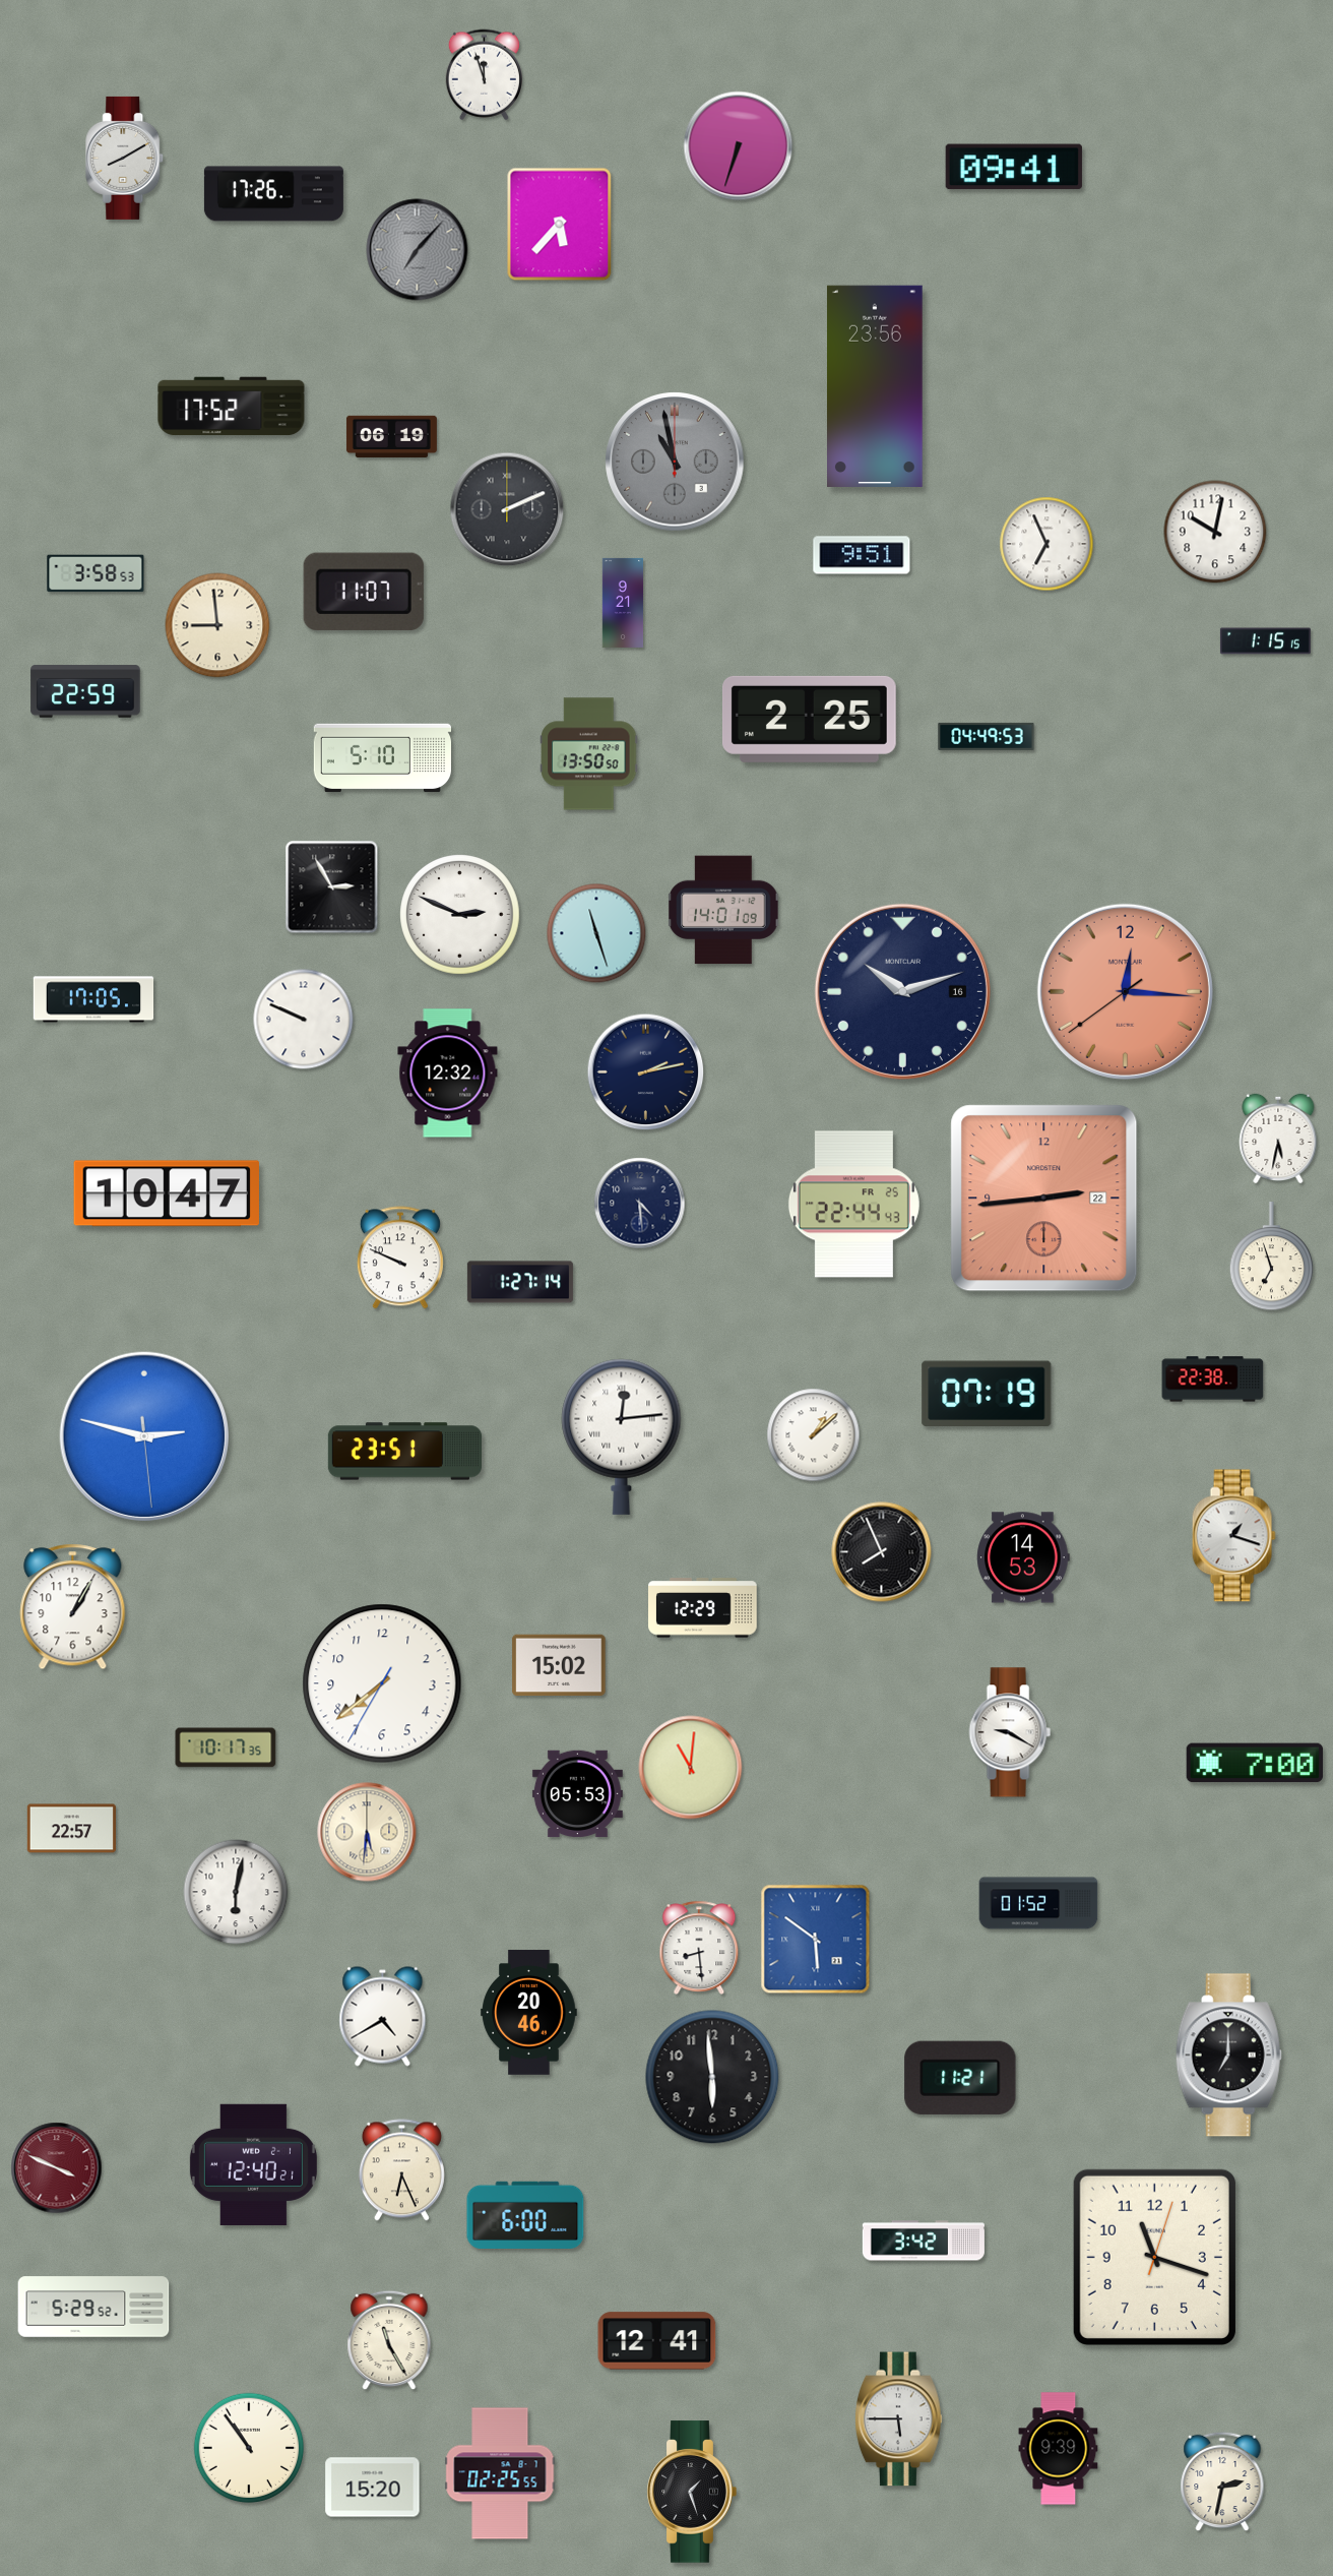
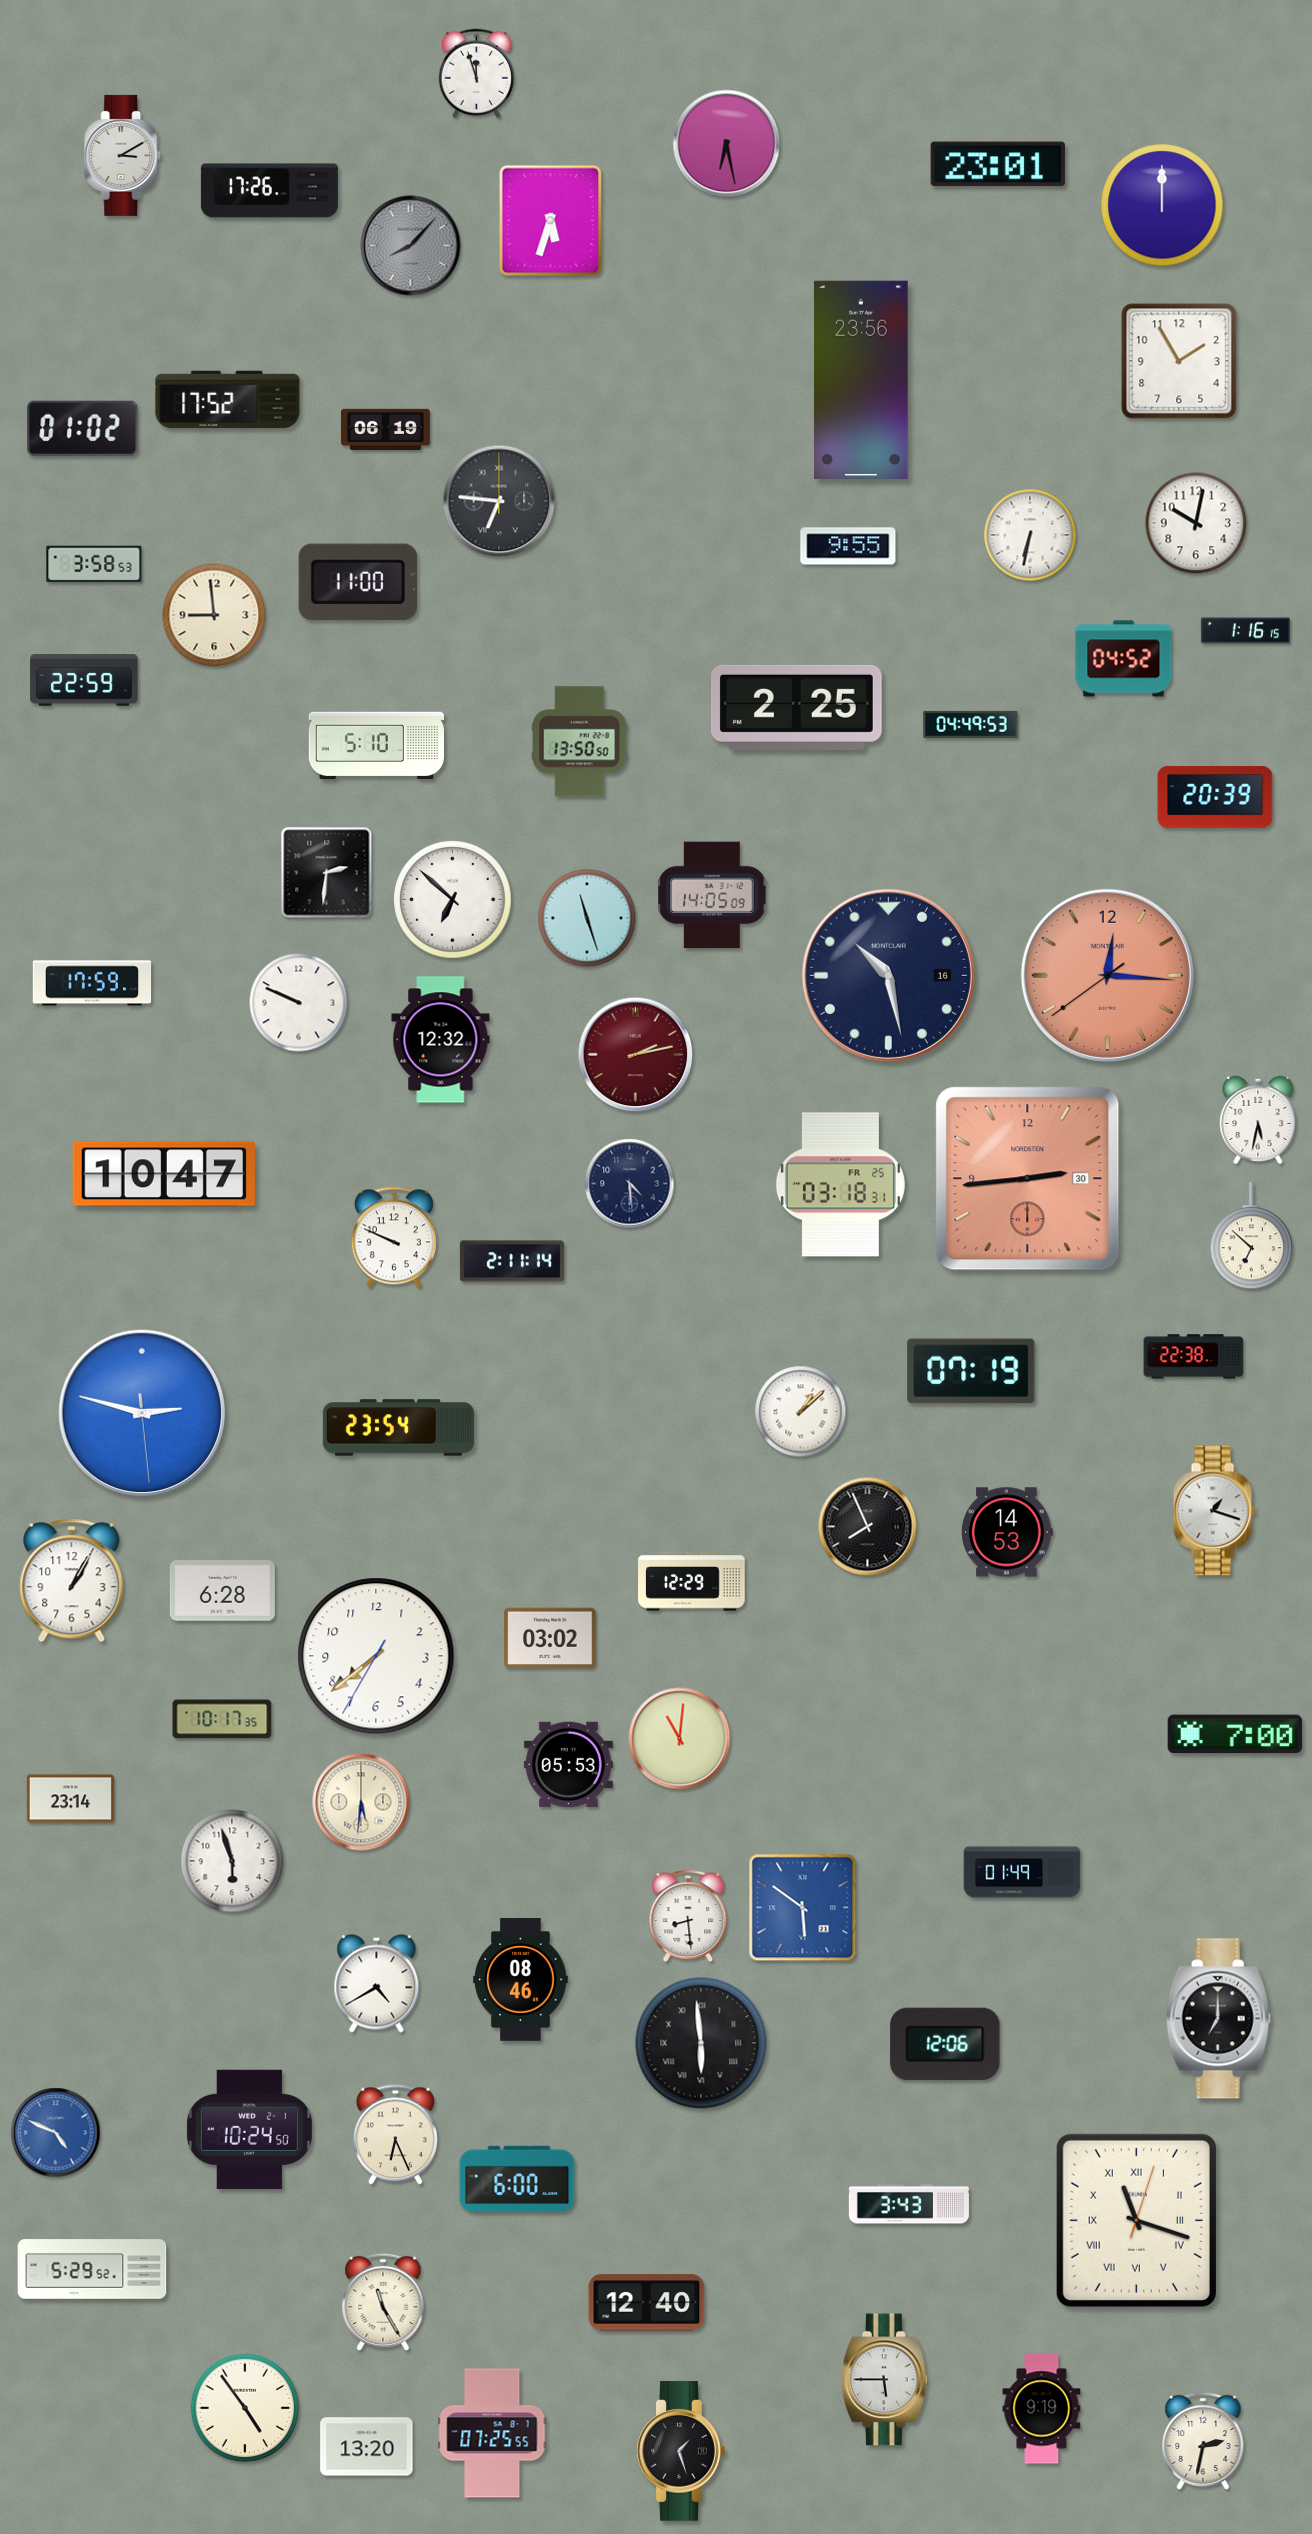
clock at (739, 146): 6:33 -> 6:28
clock at (125, 158): 8:10 -> 3:10
clock at (1014, 167): 09:41 -> 23:01
clock at (1162, 205): none -> 12:00
clock at (560, 225): 5:37 -> 5:33
clock at (418, 250): 7:07 -> 8:07
clock at (1179, 361): none -> 1:55
clock at (83, 428): none -> 01:02
clock at (675, 462): 10:58 -> none
clock at (507, 509): 2:11 -> 6:46
clock at (1046, 544): 6:56 -> 6:32
clock at (862, 555): 9:51 -> 9:55
clock at (364, 592): 11:07 -> 11:00
clock at (623, 603): 9:21 -> none
clock at (1265, 641): 1:15 -> 1:16
clock at (1124, 659): none -> 04:52
clock at (1215, 797): none -> 20:39
clock at (332, 887): 2:55 -> 2:31
clock at (723, 910): 14:01 -> 14:05
clock at (460, 915): 2:49 -> 6:52
clock at (902, 991): 10:12 -> 10:28
clock at (93, 999): 17:05 -> 17:59
clock at (646, 1072) dial: navy -> burgundy
clock at (448, 1074) position: (448, 1074) -> (441, 1040)
clock at (1044, 1199) date: 22 -> 30
clock at (853, 1205): 22:44 -> 03:18
clock at (1272, 1256): 6:57 -> 6:52
clock at (520, 1282): 1:27 -> 2:11
clock at (622, 1436): 12:14 -> none
clock at (404, 1452): 23:51 -> 23:54
clock at (222, 1591): none -> 6:28
clock at (559, 1665): 15:02 -> 03:02
clock at (1010, 1732): 9:20 -> none
clock at (71, 1829): 22:57 -> 23:14
clock at (236, 1892): 6:02 -> 5:57
clock at (1038, 1903): 01:52 -> 01:49
clock at (529, 2013): 20:46 -> 08:46
clock at (1228, 2056) position: (1228, 2056) -> (1218, 2019)
clock at (712, 2077) numerals: Arabic -> Roman
clock at (960, 2078): 11:21 -> 12:06
clock at (253, 2164): 12:40 -> 10:24
clock at (57, 2168): 3:49 -> 4:49
clock at (57, 2168) dial: burgundy -> blue
clock at (924, 2241): 3:42 -> 3:43
clock at (1154, 2257) numerals: Arabic -> Roman
clock at (657, 2341): 12:41 -> 12:40
clock at (249, 2448): 10:54 -> 4:54
clock at (1059, 2449): 9:39 -> 9:19
clock at (500, 2473): 02:25 -> 07:25
clock at (373, 2488): 15:20 -> 13:20
